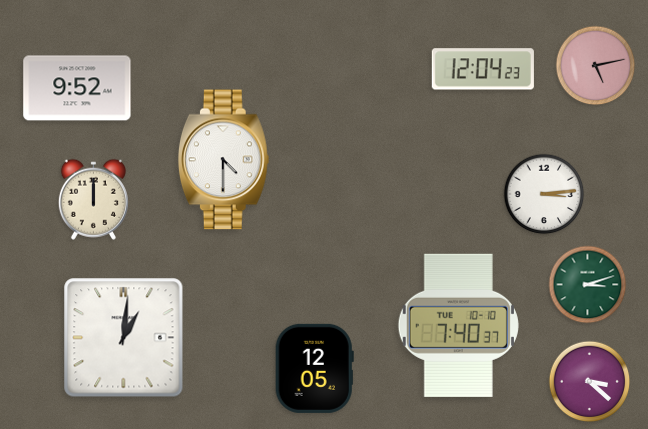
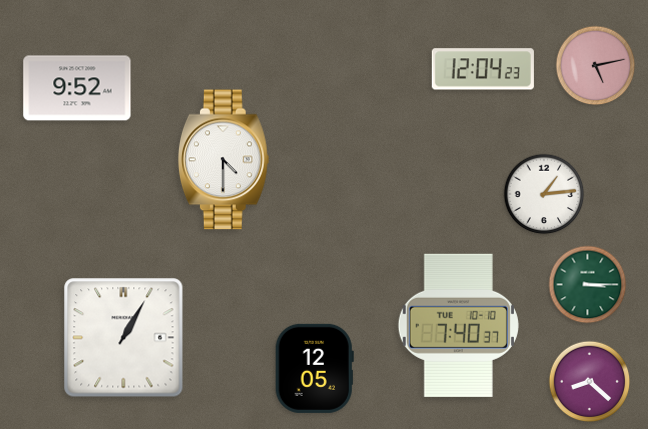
clock at (544, 194): 3:14 -> 1:14
clock at (93, 199): 12:00 -> none
clock at (588, 285): 3:12 -> 3:15
clock at (124, 338): 1:01 -> 1:05
clock at (590, 382): 3:22 -> 8:22
